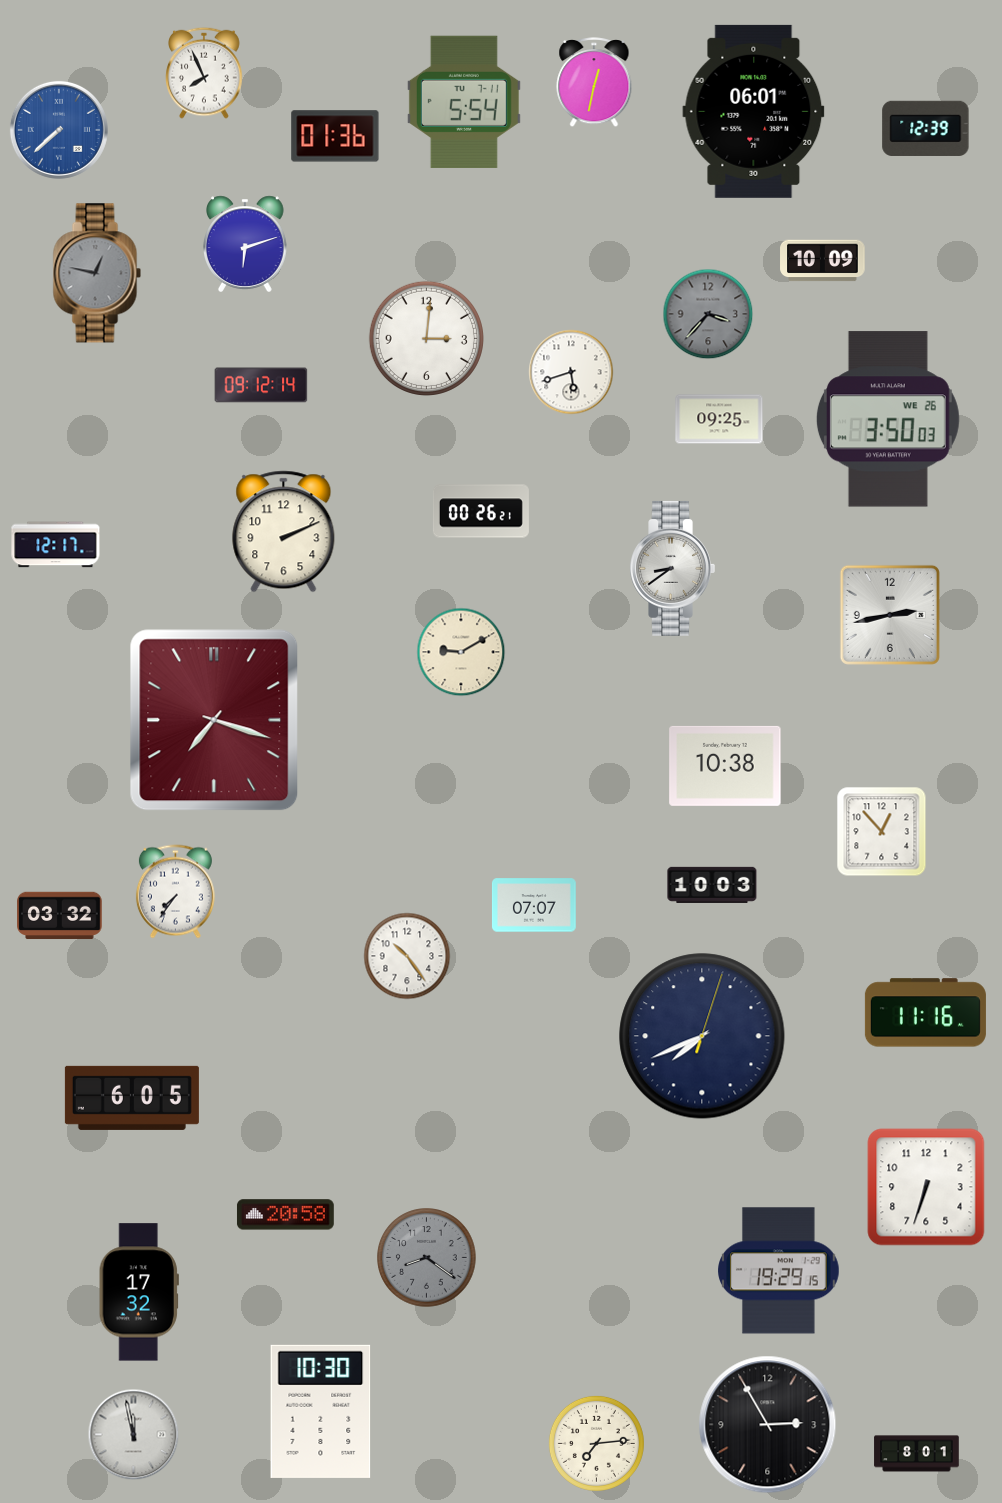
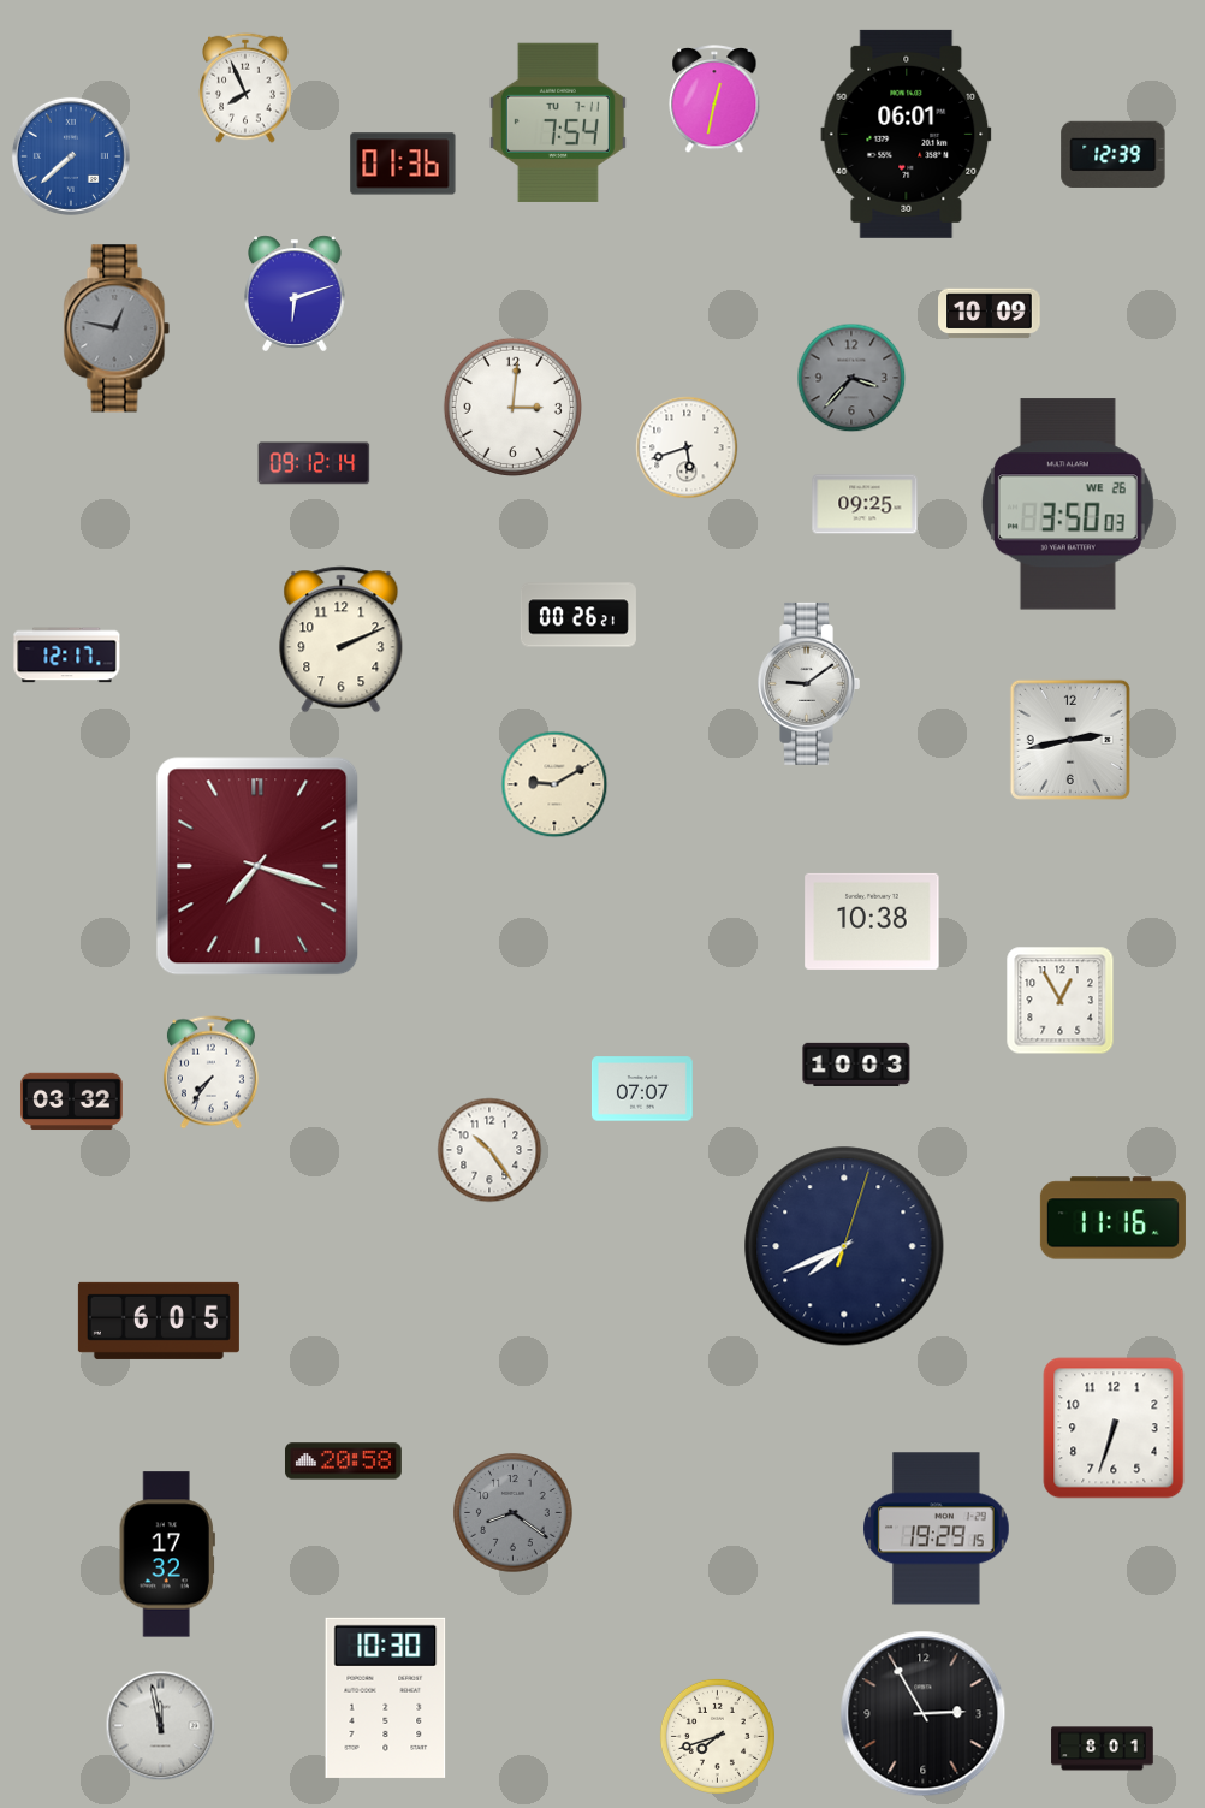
clock at (464, 101): 5:54 -> 7:54
clock at (672, 568): 8:39 -> 9:09
clock at (882, 832): 12:53 -> 12:55
clock at (596, 1443): 7:14 -> 7:42
